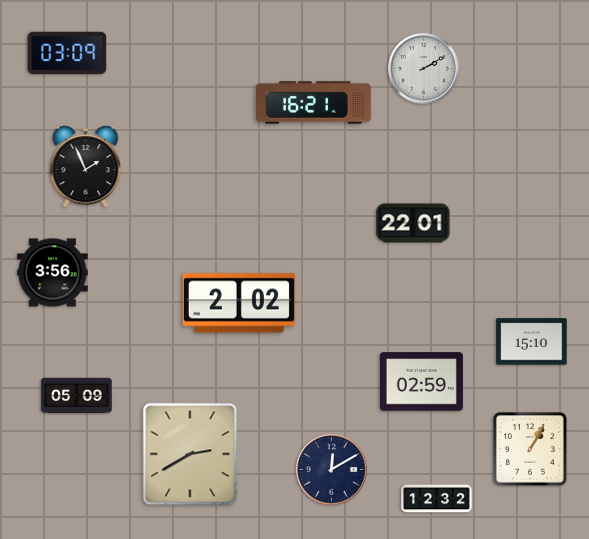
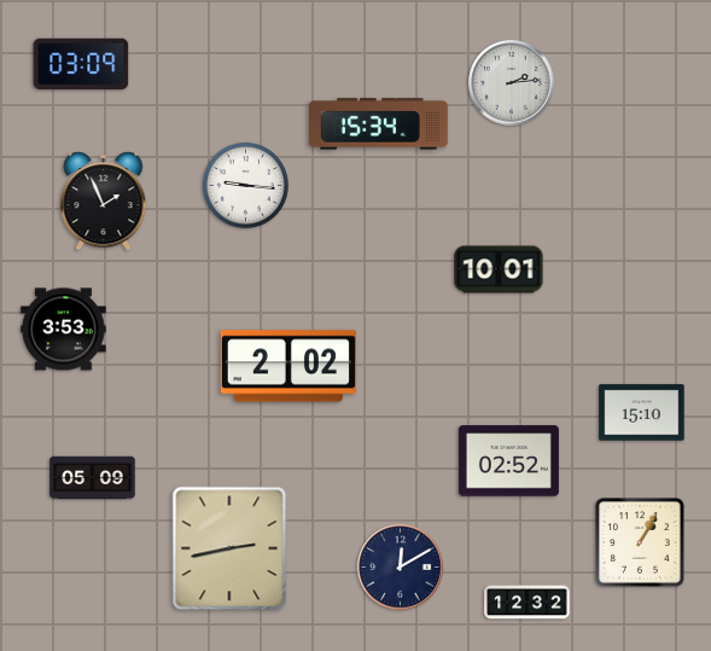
clock at (424, 69): 2:10 -> 2:14
clock at (314, 103): 16:21 -> 15:34
clock at (245, 185): none -> 9:16
clock at (413, 223): 22:01 -> 10:01
clock at (53, 273): 3:56 -> 3:53
clock at (421, 382): 02:59 -> 02:52
clock at (190, 454): 2:40 -> 2:43
